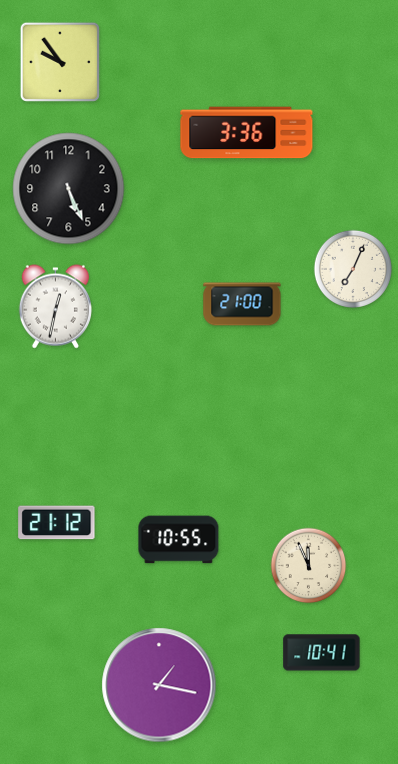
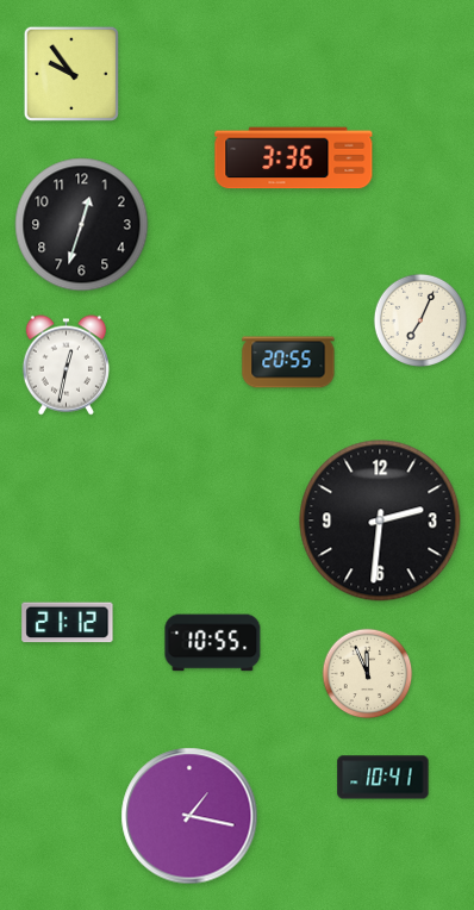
clock at (69, 189): 5:26 -> 12:33
clock at (242, 304): 21:00 -> 20:55
clock at (380, 521): none -> 2:31
